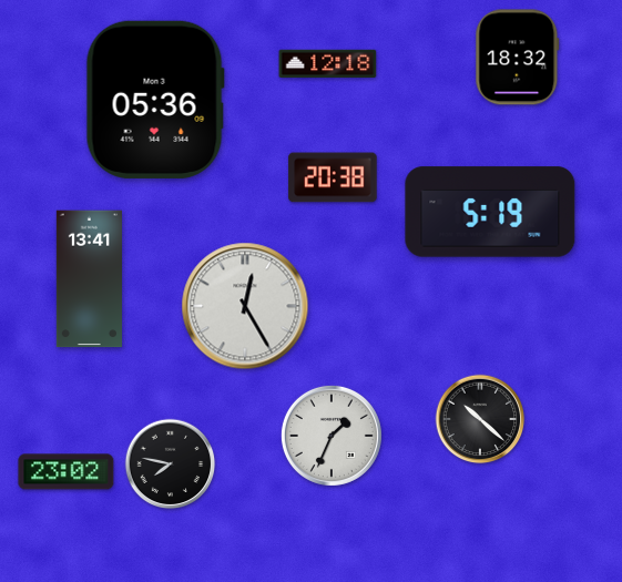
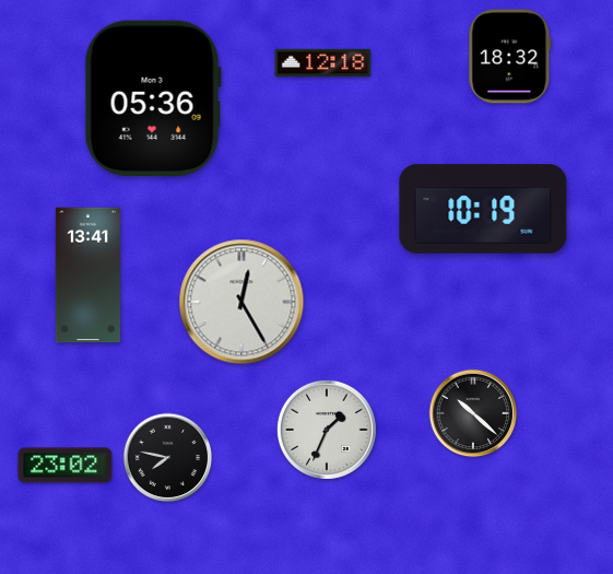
clock at (333, 177): 20:38 -> none
clock at (490, 212): 5:19 -> 10:19
